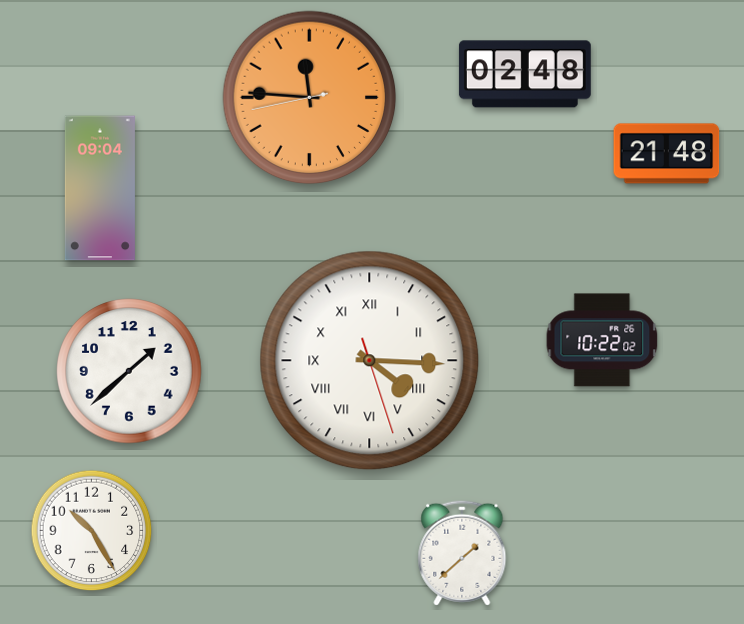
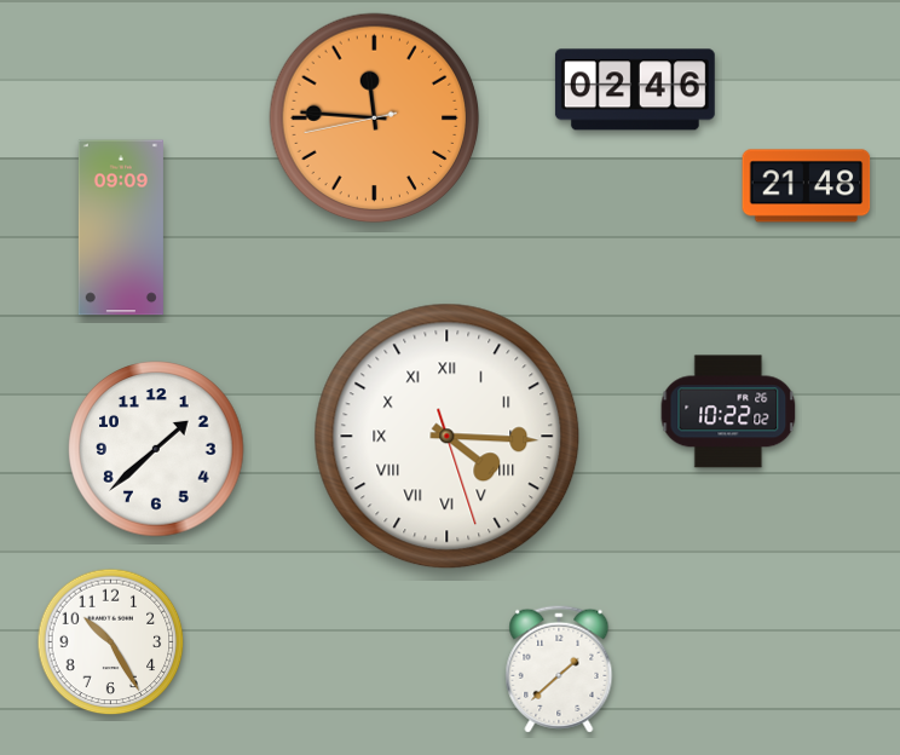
clock at (525, 74): 02:48 -> 02:46
clock at (100, 188): 09:04 -> 09:09
